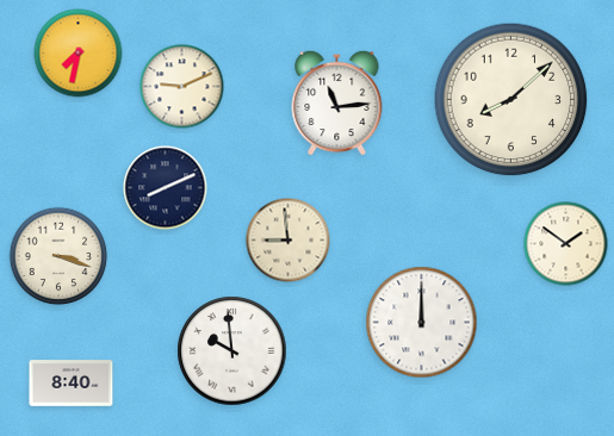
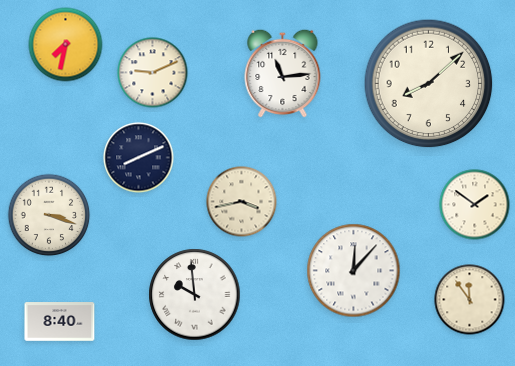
clock at (337, 102) position: (337, 102) -> (283, 73)
clock at (289, 241): 8:59 -> 3:43
clock at (422, 323): 12:00 -> 12:07
clock at (470, 300): none -> 11:54
